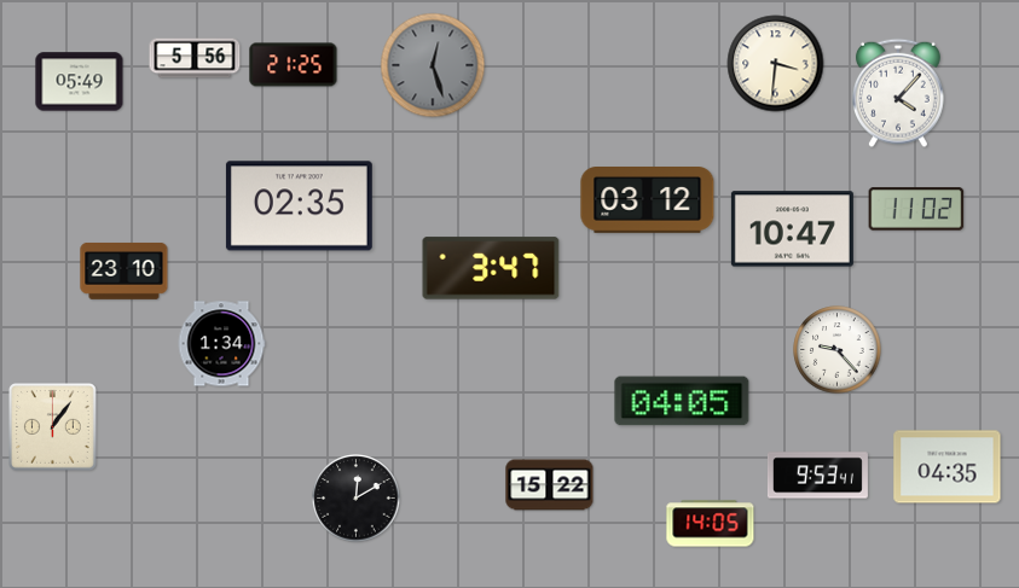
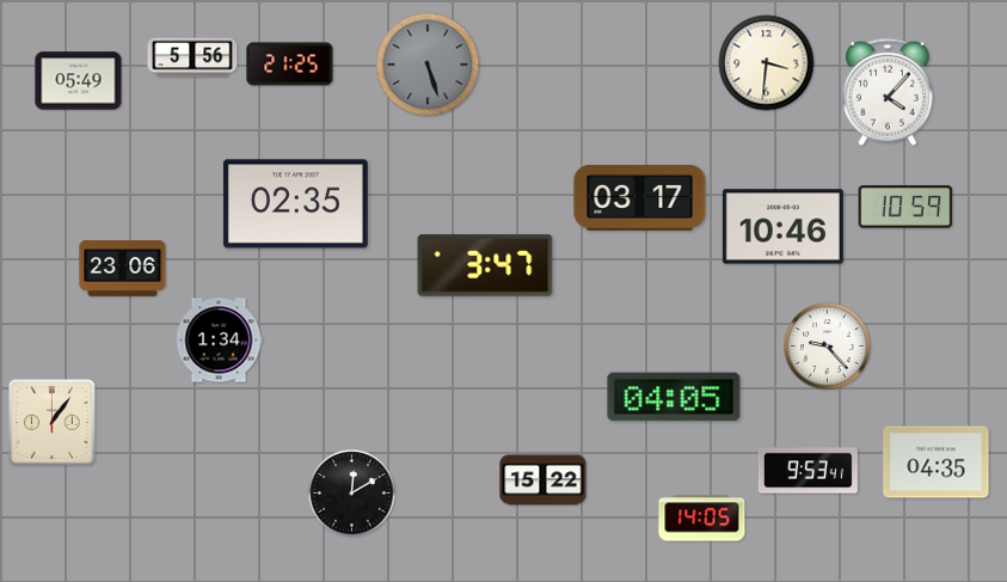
clock at (433, 65): 12:27 -> 5:27
clock at (648, 200): 03:12 -> 03:17
clock at (916, 209): 11:02 -> 10:59
clock at (792, 229): 10:47 -> 10:46
clock at (125, 270): 23:10 -> 23:06
